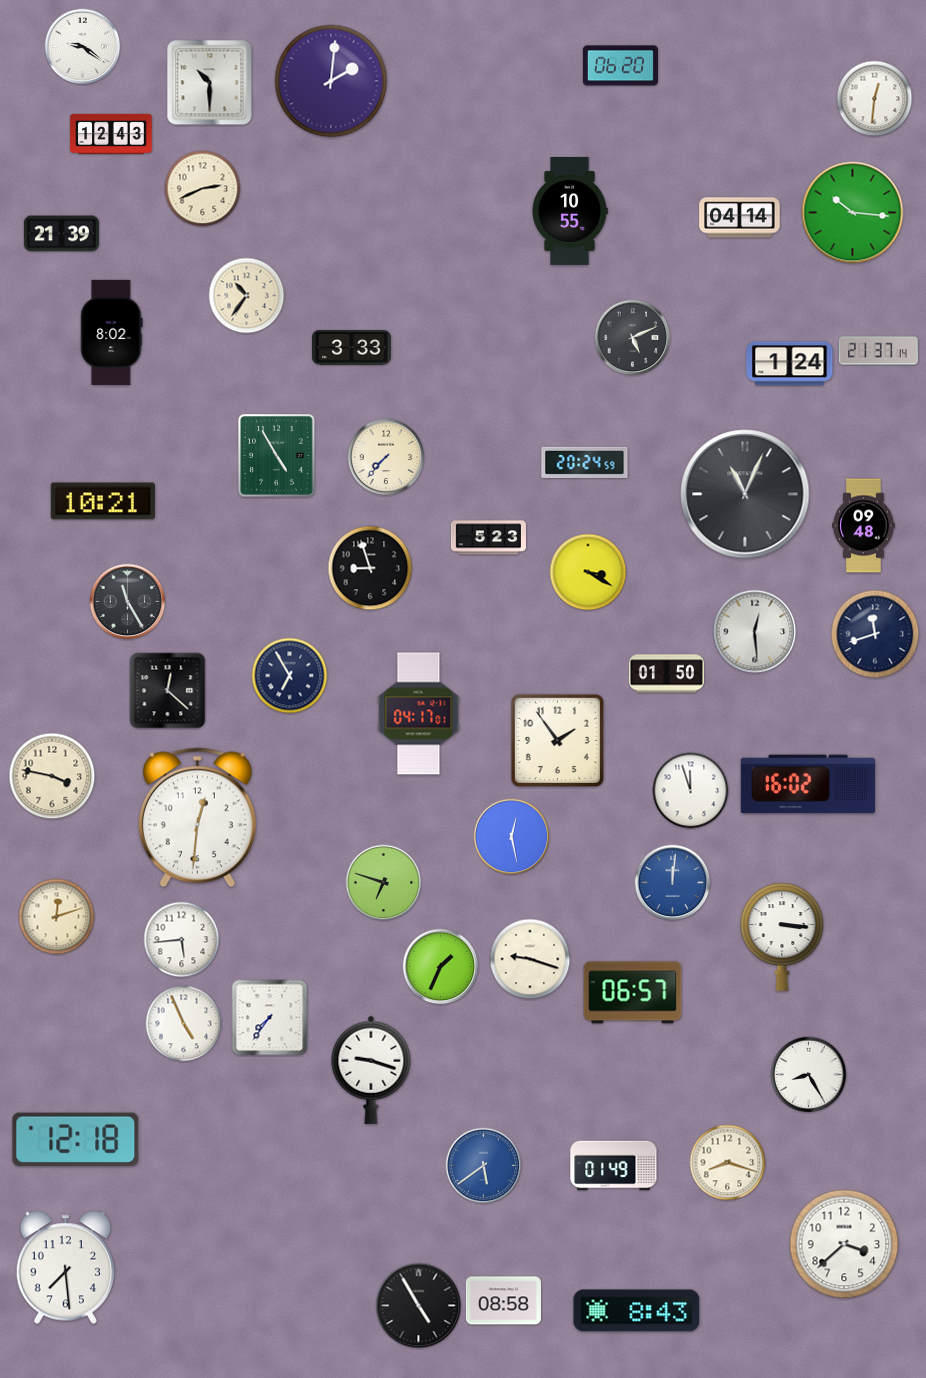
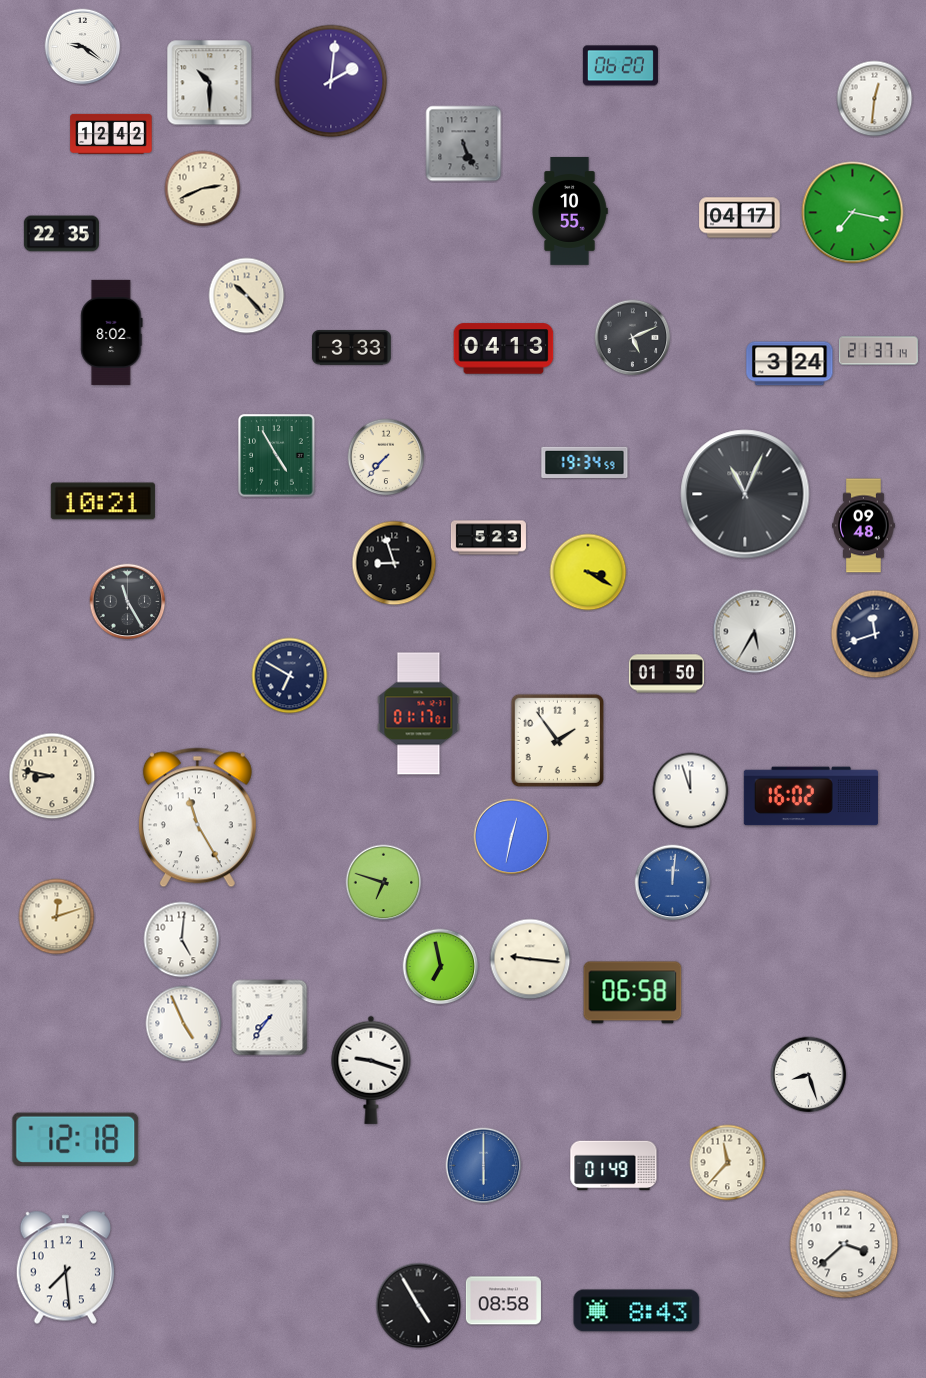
clock at (111, 134): 12:43 -> 12:42
clock at (464, 144): none -> 5:26
clock at (853, 213): 10:16 -> 7:17
clock at (740, 218): 04:14 -> 04:17
clock at (61, 234): 21:39 -> 22:35
clock at (247, 296): 10:36 -> 10:23
clock at (504, 349): none -> 04:13
clock at (790, 364): 1:24 -> 3:24
clock at (585, 462): 20:24 -> 19:34
clock at (370, 568) position: (370, 568) -> (394, 563)
clock at (755, 632): 12:29 -> 5:35
clock at (290, 676): 6:55 -> 6:50
clock at (168, 691): 12:22 -> none
clock at (419, 714): 04:17 -> 01:17
clock at (52, 776): 3:47 -> 8:47
clock at (808, 784) position: (808, 784) -> (811, 796)
clock at (197, 818): 12:31 -> 11:25
clock at (512, 837): 12:28 -> 12:32
clock at (782, 937): 3:16 -> none
clock at (182, 940): 5:44 -> 5:01
clock at (530, 959): 9:18 -> 9:16
clock at (441, 967): 1:34 -> 6:58
clock at (633, 993): 06:57 -> 06:58
clock at (809, 1075): 8:25 -> 8:27
clock at (728, 1163): 8:18 -> 11:37
clock at (484, 1166): 5:39 -> 6:00
